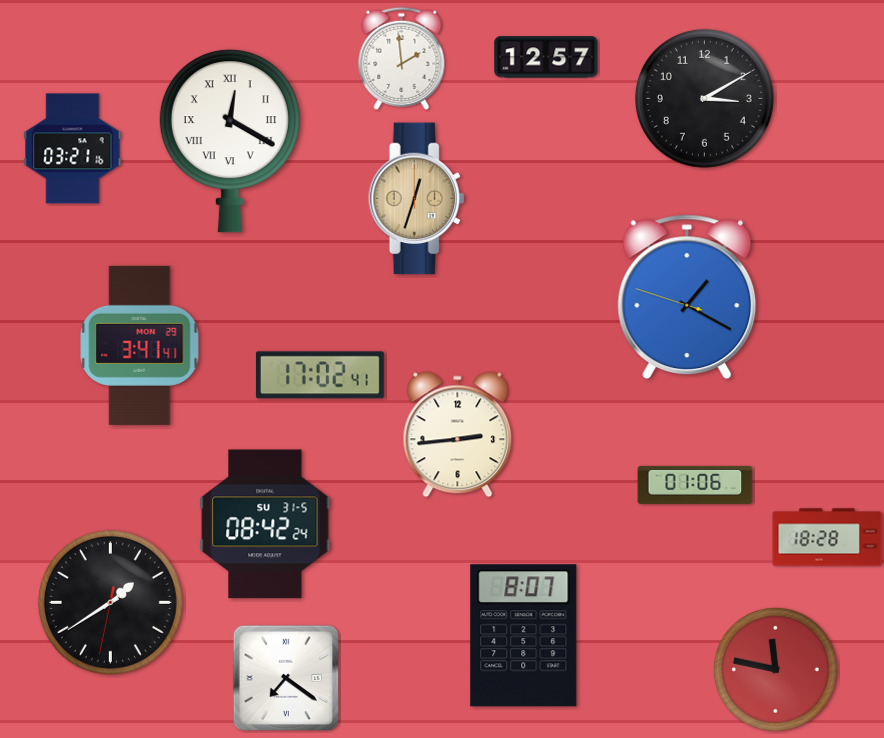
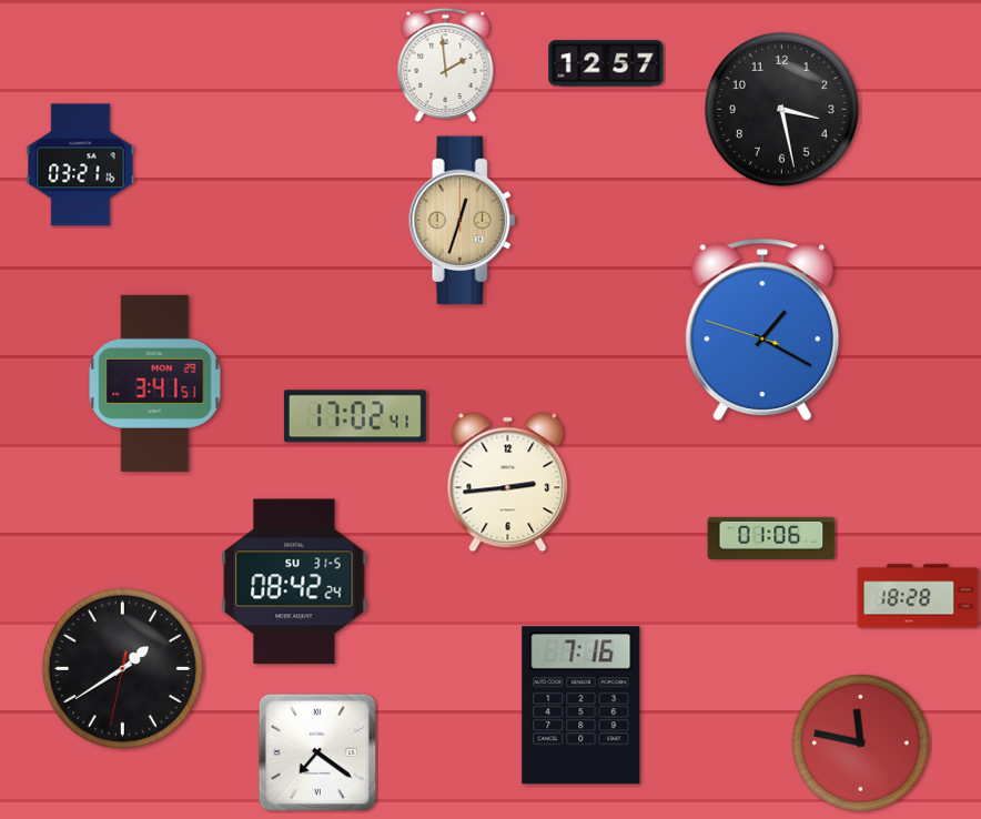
clock at (704, 98): 3:10 -> 3:28
clock at (230, 141): 12:20 -> none
clock at (140, 345): 3:41:41 -> 3:41:51
clock at (524, 636): 8:07 -> 7:16
